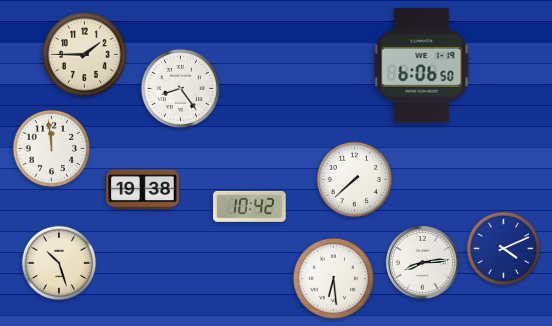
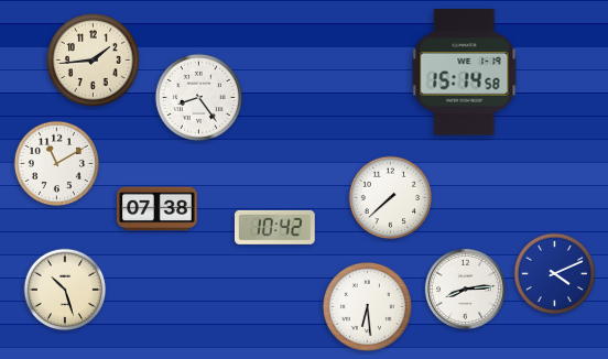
clock at (84, 54): 1:45 -> 1:44
clock at (422, 66): 6:06 -> 15:14
clock at (51, 148): 11:59 -> 11:10
clock at (143, 190): 19:38 -> 07:38
